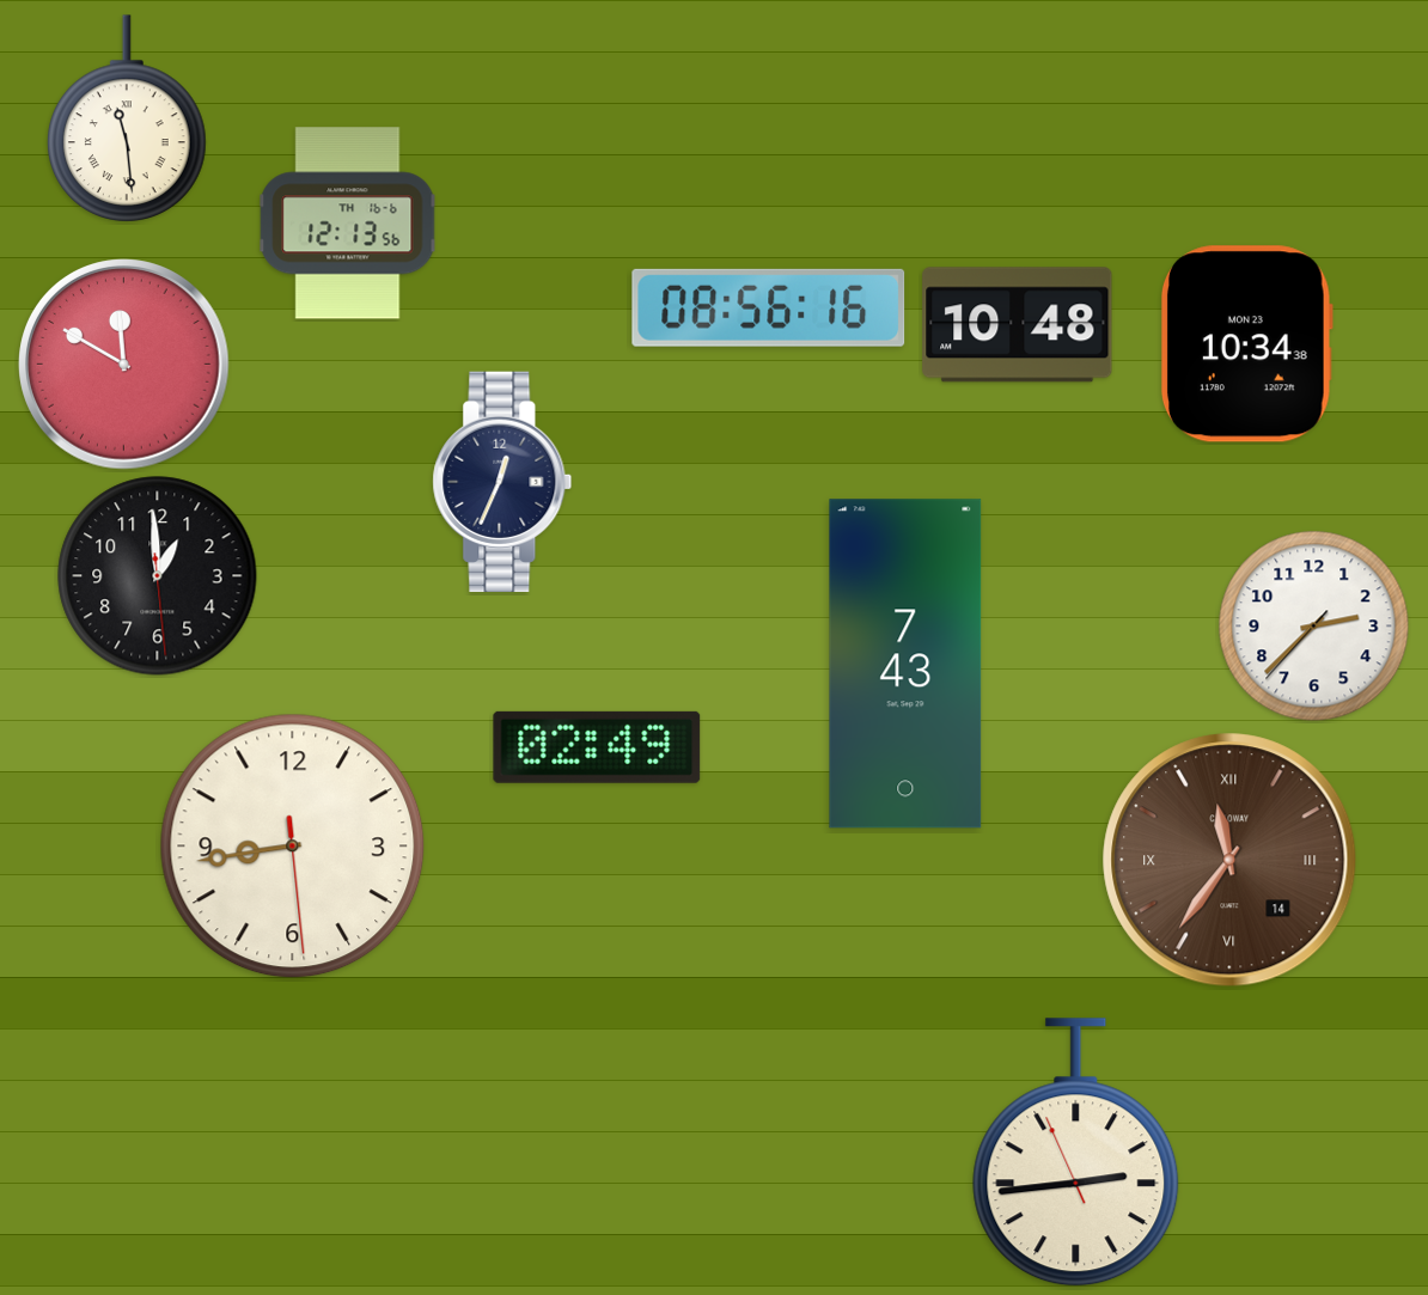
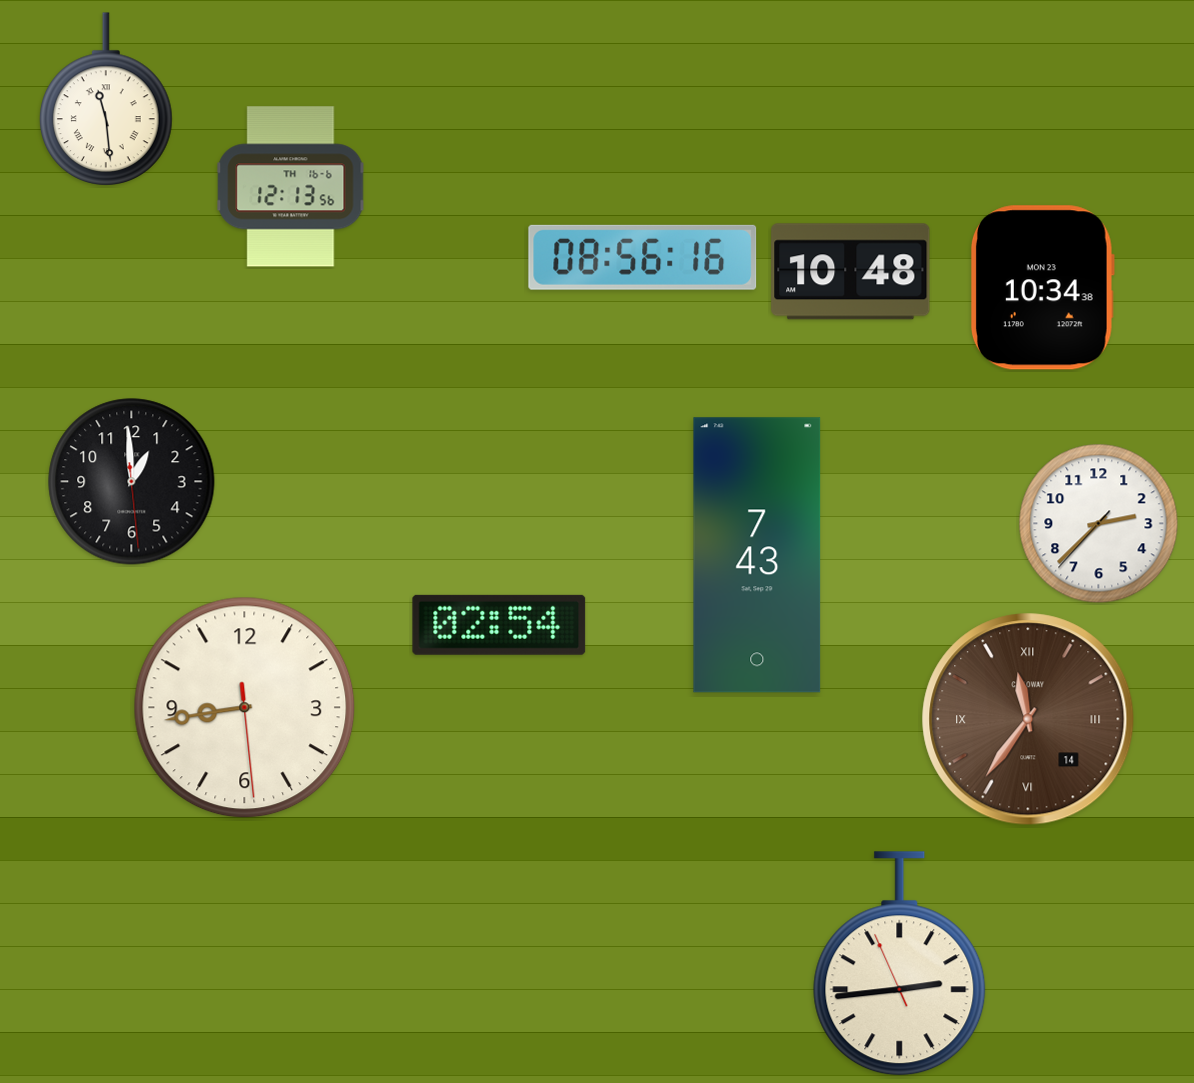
clock at (124, 365): 11:50 -> none
clock at (502, 481): 12:34 -> none
clock at (597, 747): 02:49 -> 02:54
